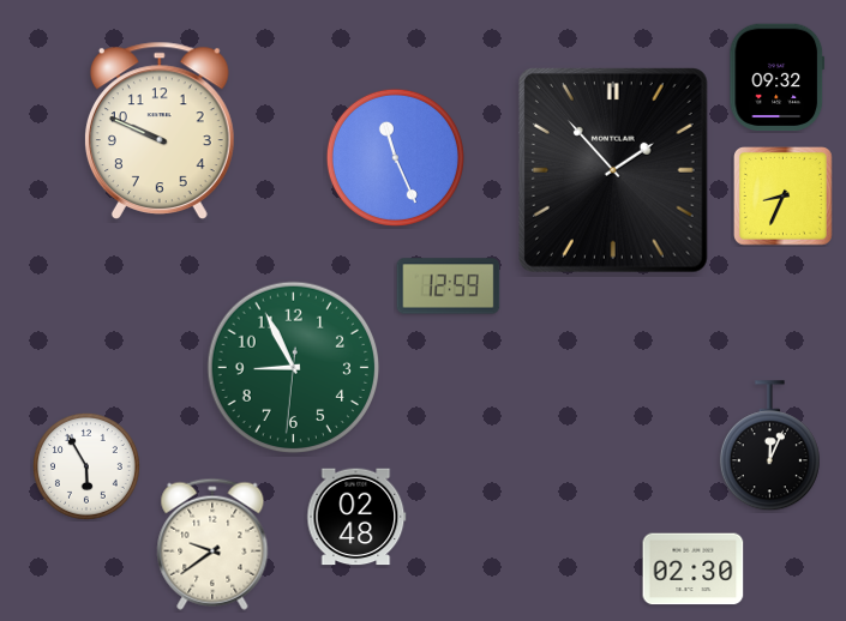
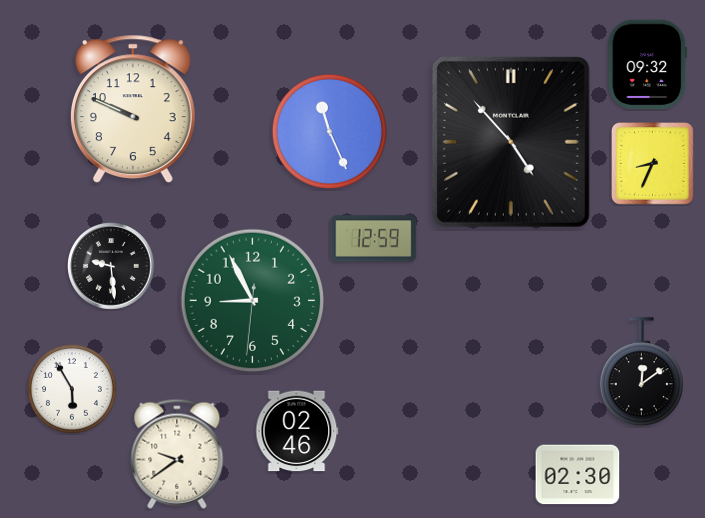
clock at (613, 171): 1:53 -> 4:53
clock at (111, 266): none -> 9:29
clock at (294, 368) position: (294, 368) -> (253, 301)
clock at (769, 446): 12:04 -> 12:09
clock at (356, 517): 02:48 -> 02:46
